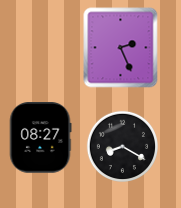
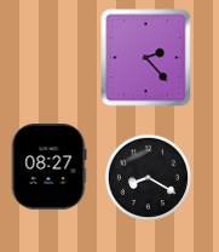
clock at (121, 48): 2:26 -> 2:23
